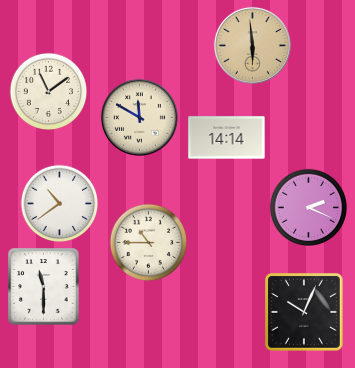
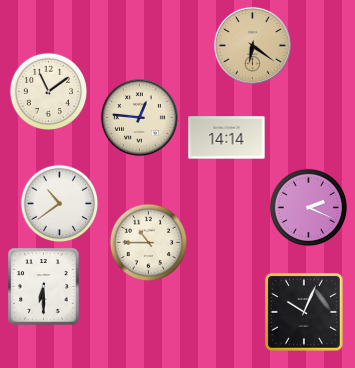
clock at (252, 45): 5:59 -> 6:21
clock at (139, 117): 11:50 -> 12:46
clock at (44, 287): 11:30 -> 6:30
